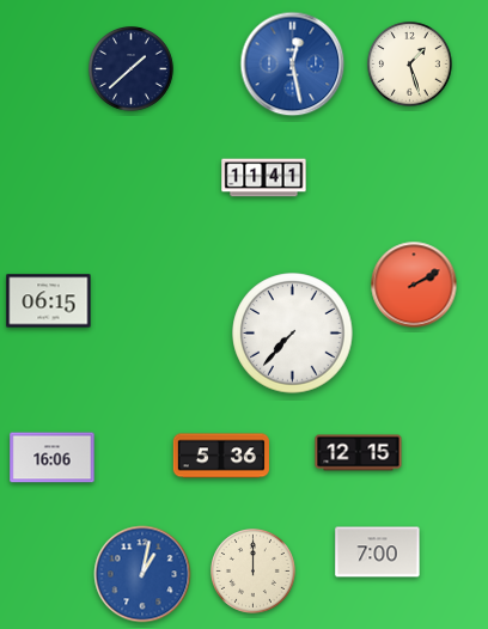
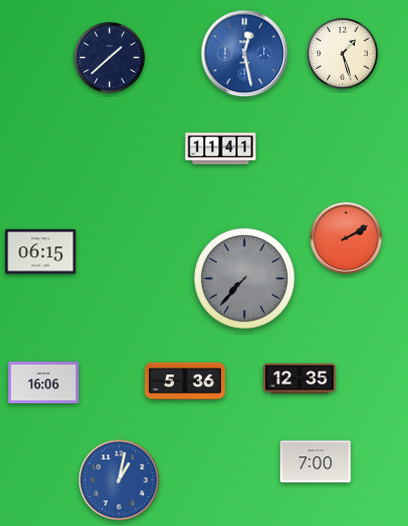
clock at (293, 334) dial: white -> grey
clock at (359, 453): 12:15 -> 12:35
clock at (254, 572): 12:00 -> none
